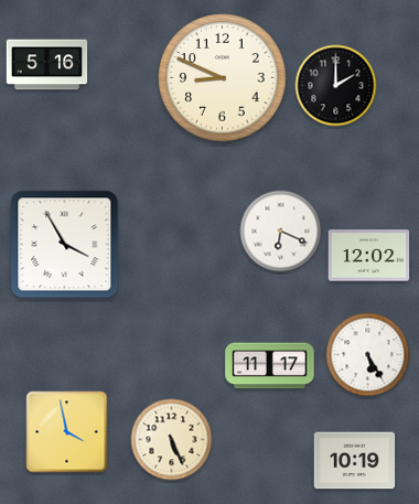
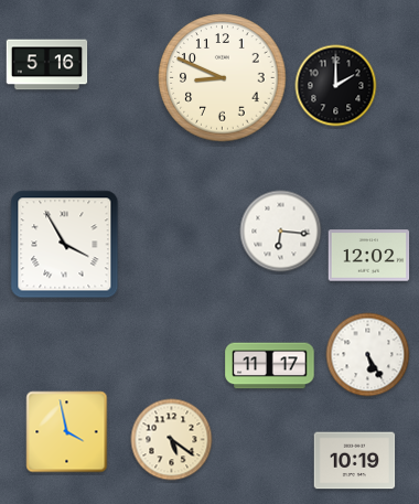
clock at (281, 232): 6:19 -> 6:16
clock at (172, 440): 5:26 -> 5:21
